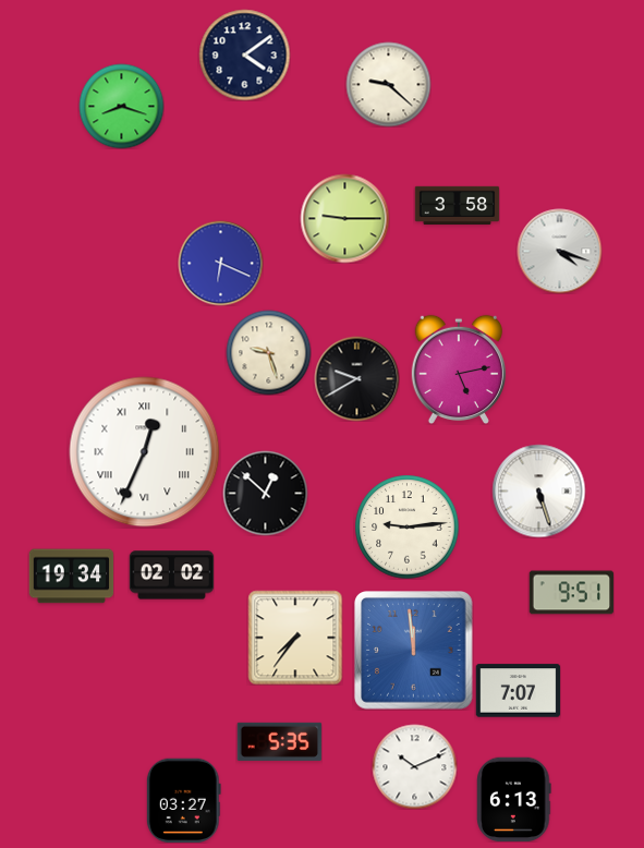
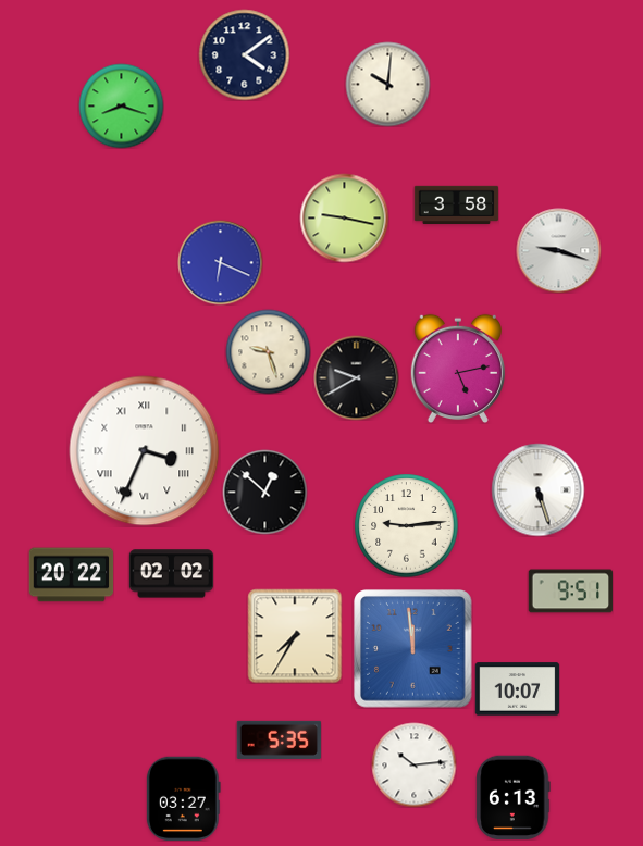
clock at (388, 84): 9:22 -> 10:01
clock at (344, 218): 9:15 -> 9:17
clock at (559, 251): 4:18 -> 9:18
clock at (145, 452): 12:34 -> 3:34
clock at (71, 577): 19:34 -> 20:22
clock at (295, 638): 7:36 -> 7:35
clock at (518, 691): 7:07 -> 10:07
clock at (414, 766): 10:11 -> 10:14
